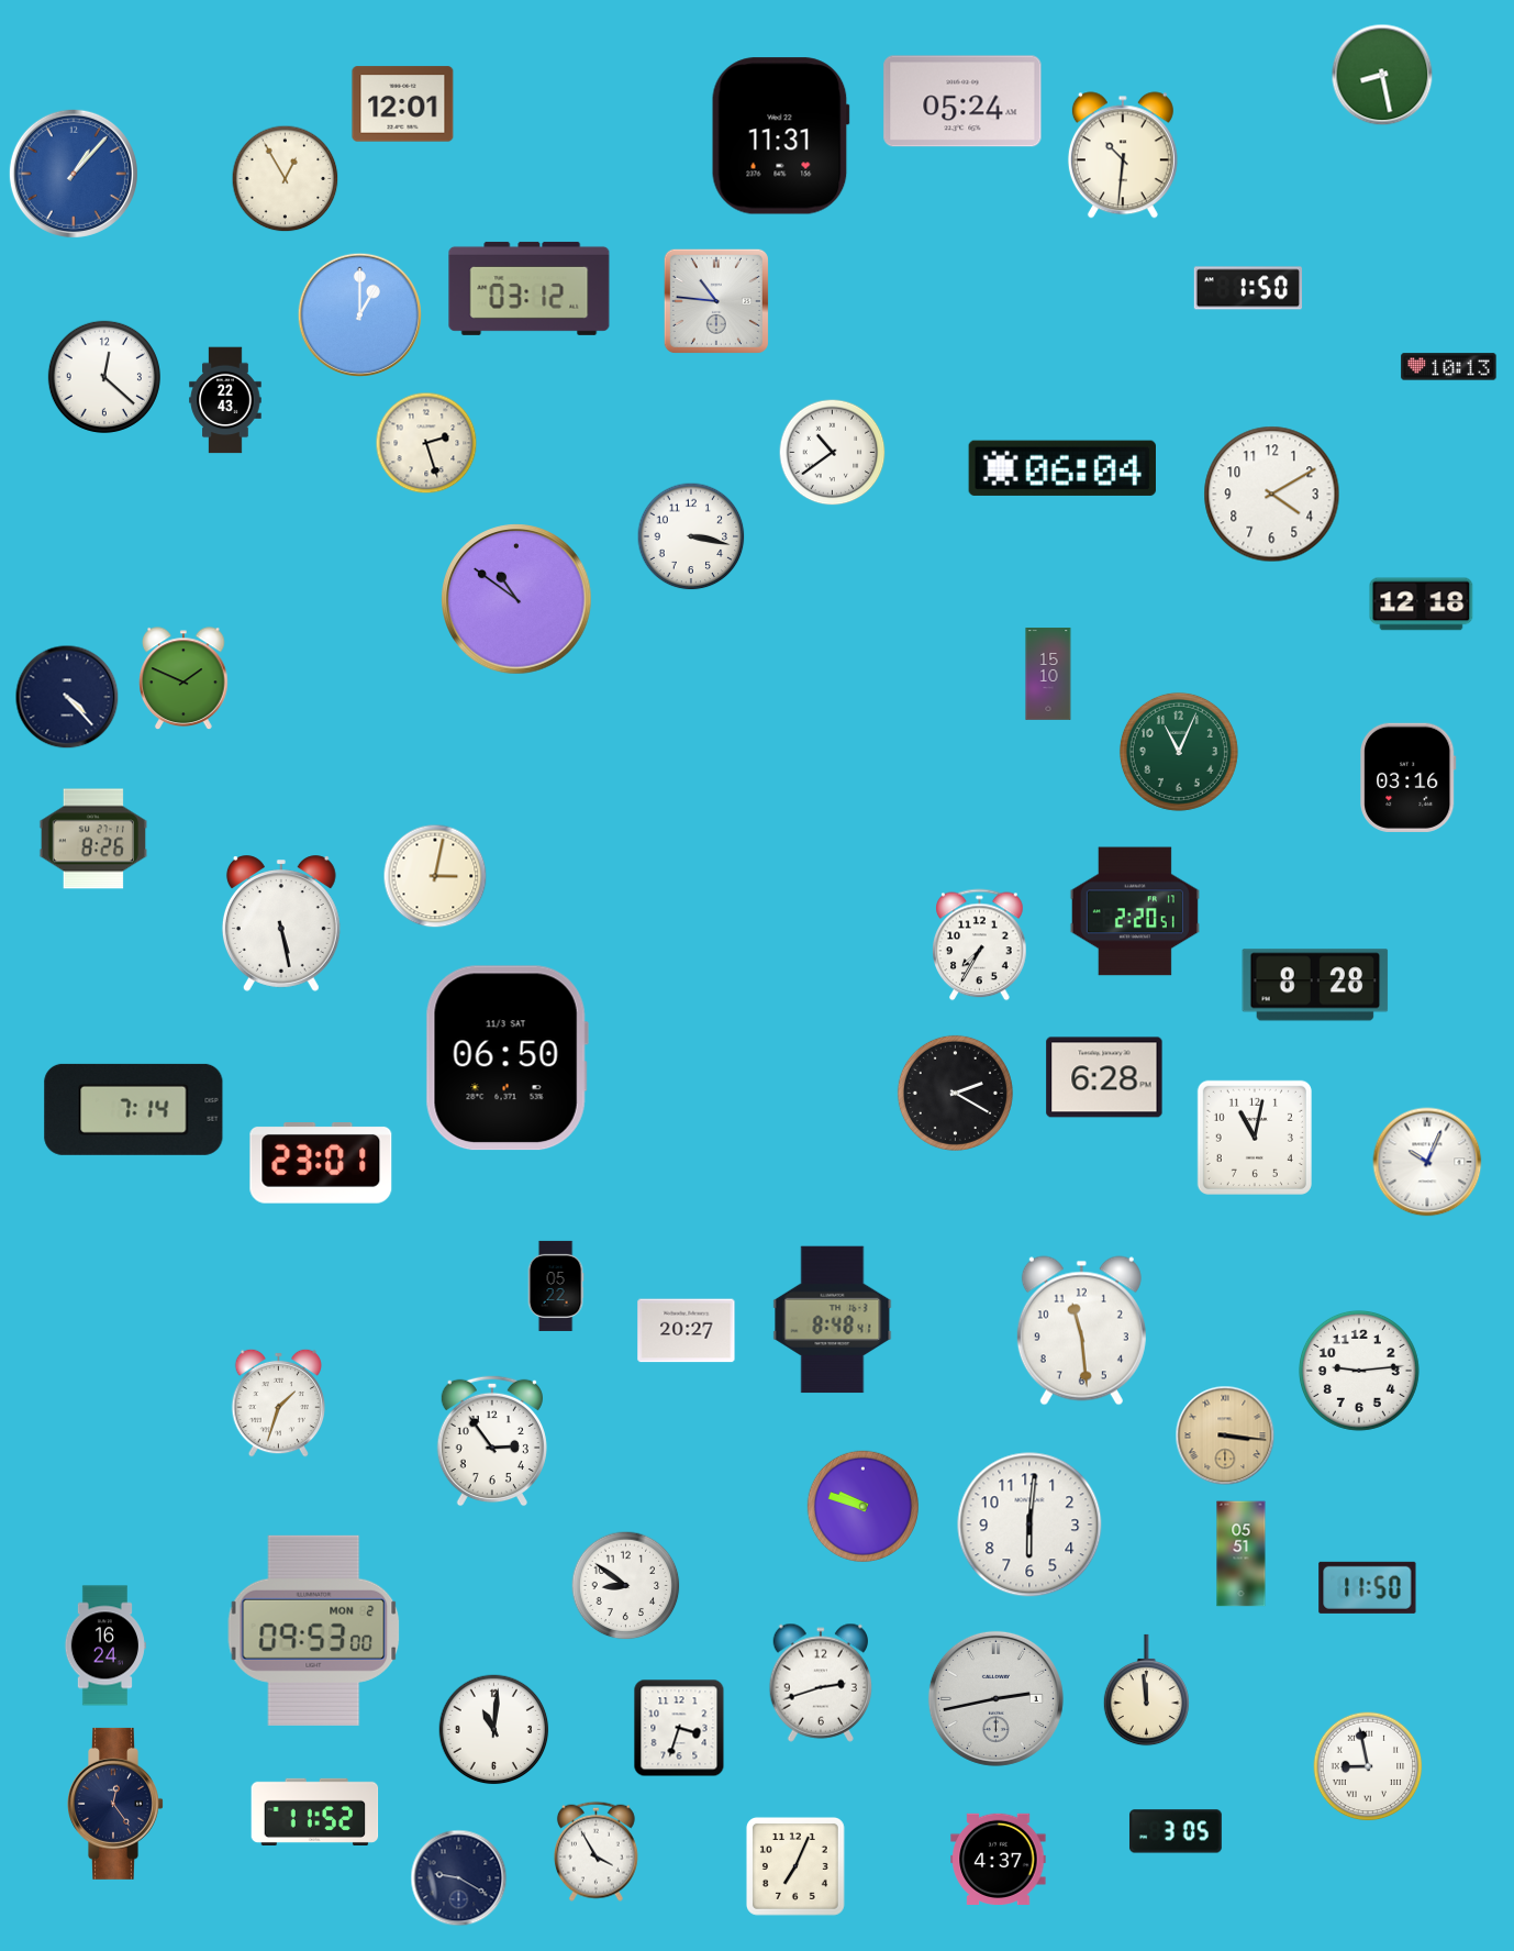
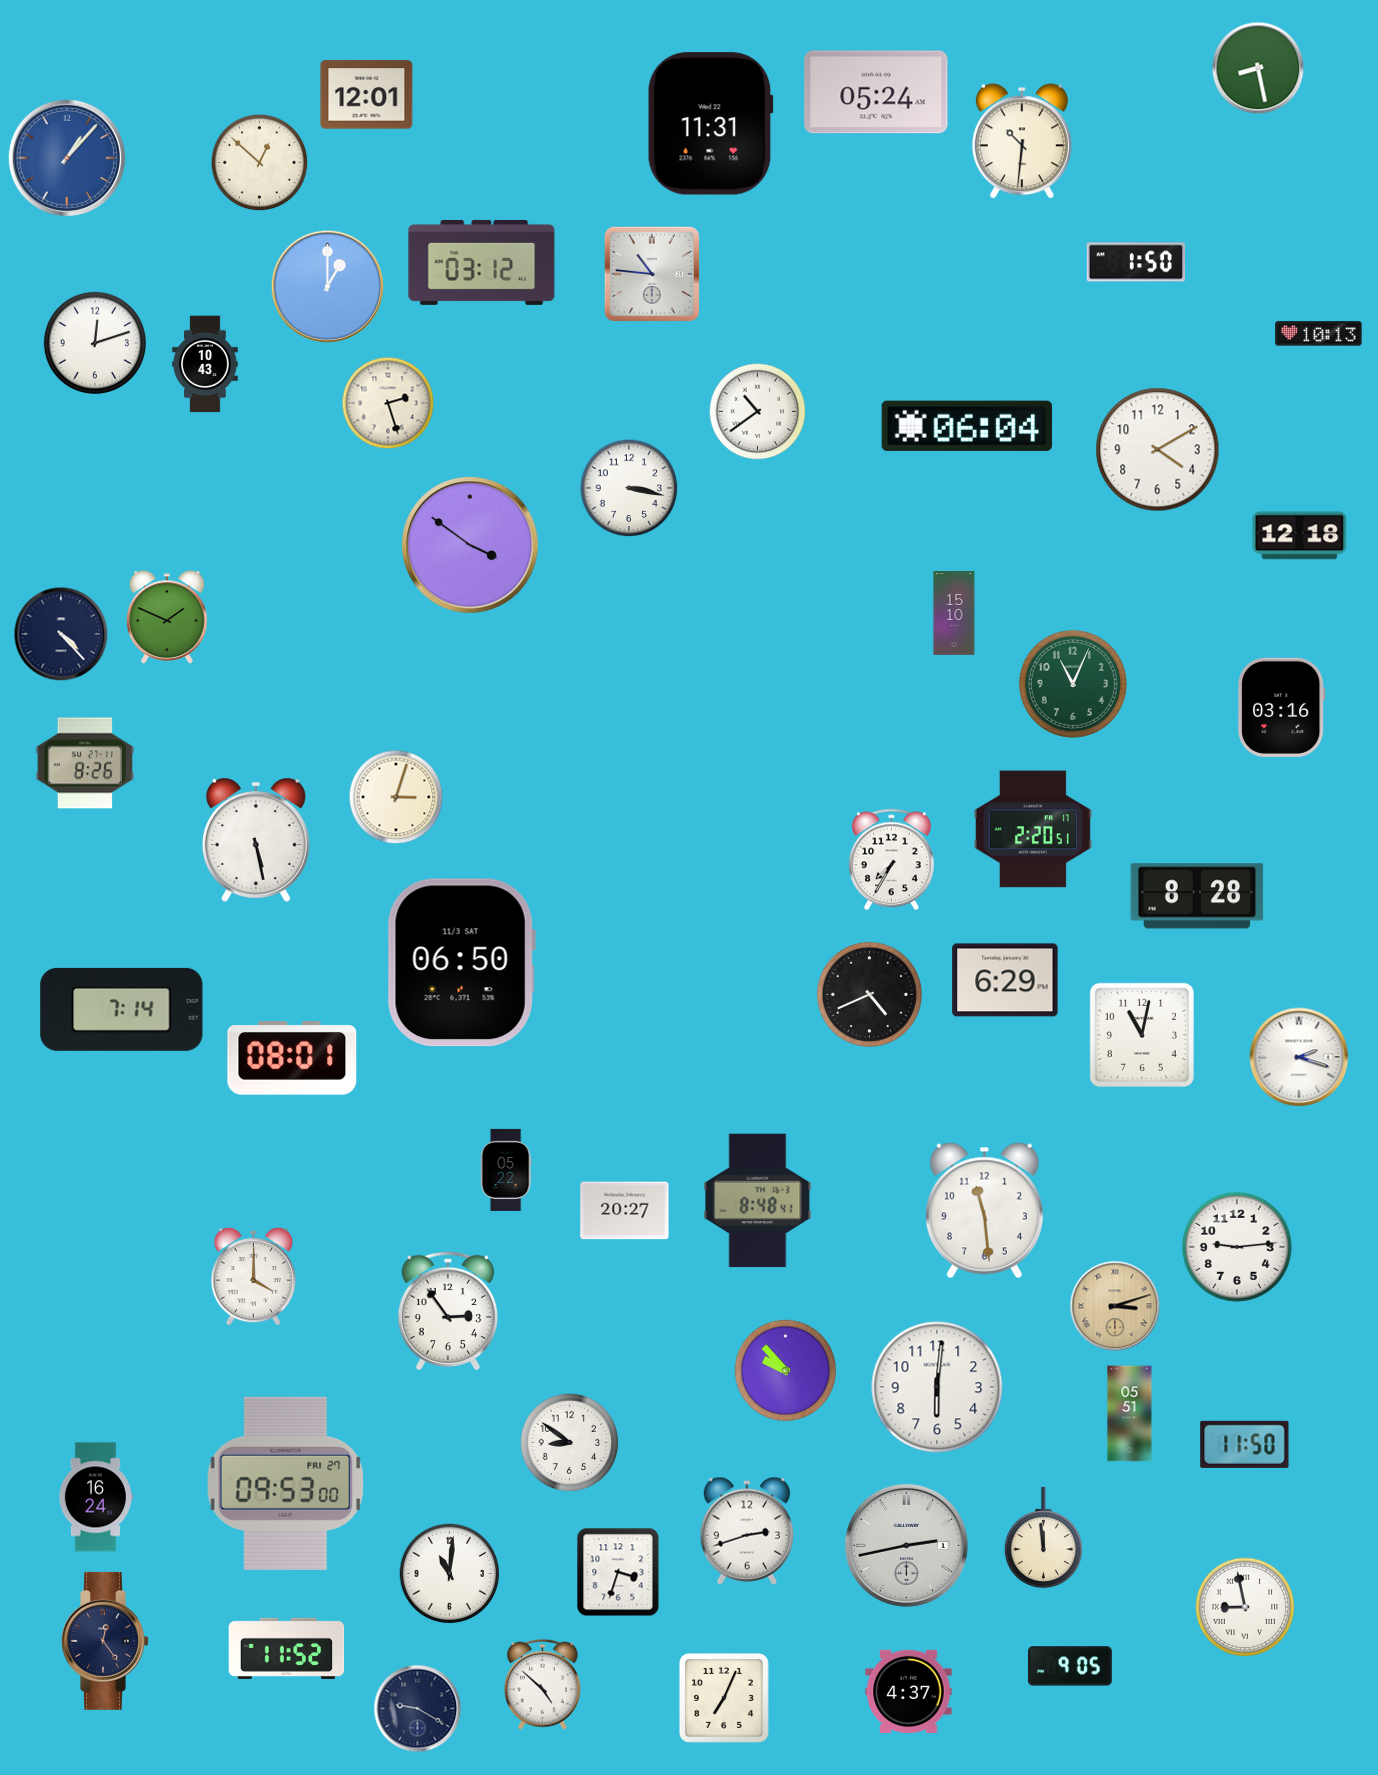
clock at (286, 179): 12:55 -> 12:52
clock at (104, 377): 12:22 -> 12:12
clock at (225, 400): 22:43 -> 10:43
clock at (516, 599): 10:51 -> 3:51
clock at (1422, 605) position: (1422, 605) -> (1300, 536)
clock at (435, 876): 3:02 -> 3:03
clock at (1104, 1077): 6:28 -> 6:29
clock at (955, 1093): 2:20 -> 4:41
clock at (1427, 1162): 10:04 -> 2:18
clock at (321, 1164): 23:01 -> 08:01
clock at (279, 1403): 1:33 -> 4:00
clock at (1225, 1435): 3:16 -> 3:12
clock at (862, 1506): 9:48 -> 9:53
clock at (314, 1630) date: MON 2 -> FRI 27
clock at (1176, 1831): 3:05 -> 9:05
clock at (595, 1851): 3:55 -> 4:52
